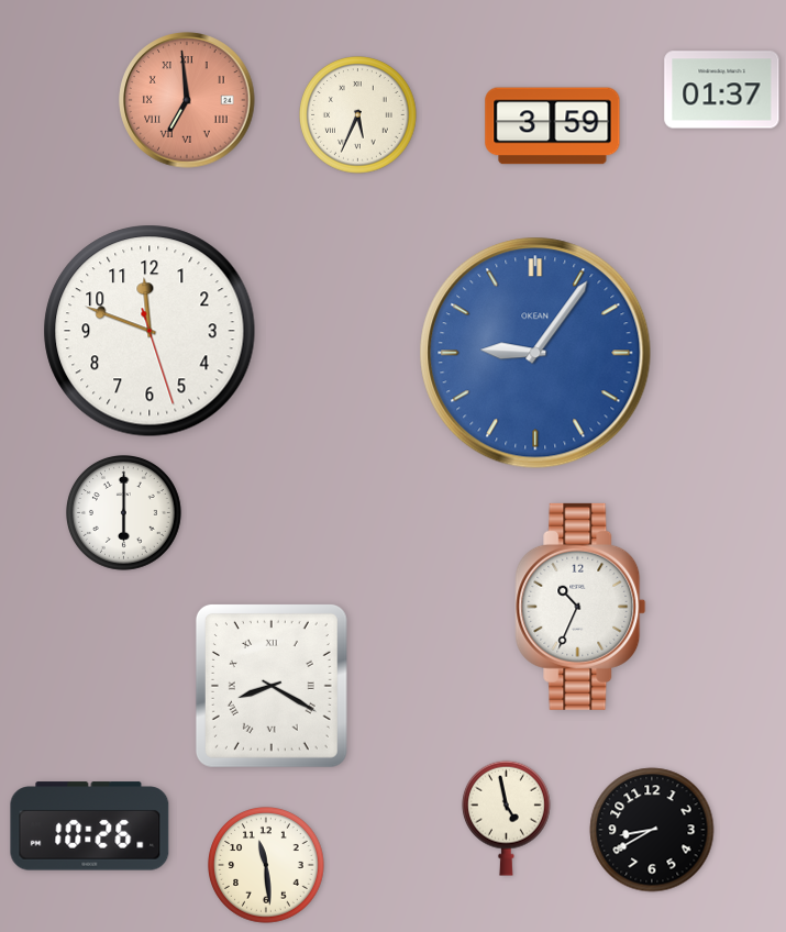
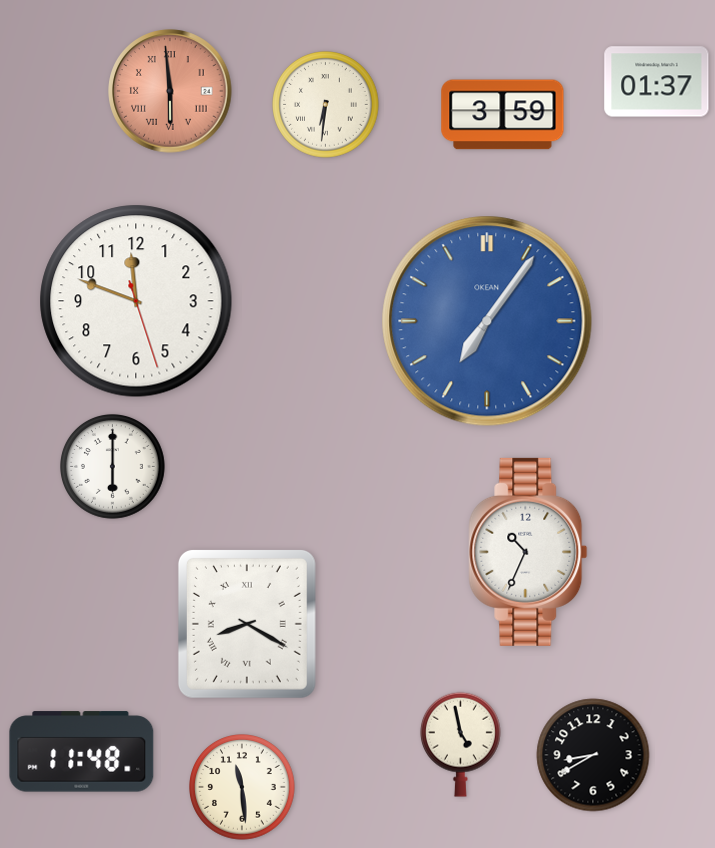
clock at (187, 100): 6:59 -> 5:59
clock at (358, 115): 5:34 -> 6:31
clock at (535, 353): 9:06 -> 7:06
clock at (90, 826): 10:26 -> 11:48
